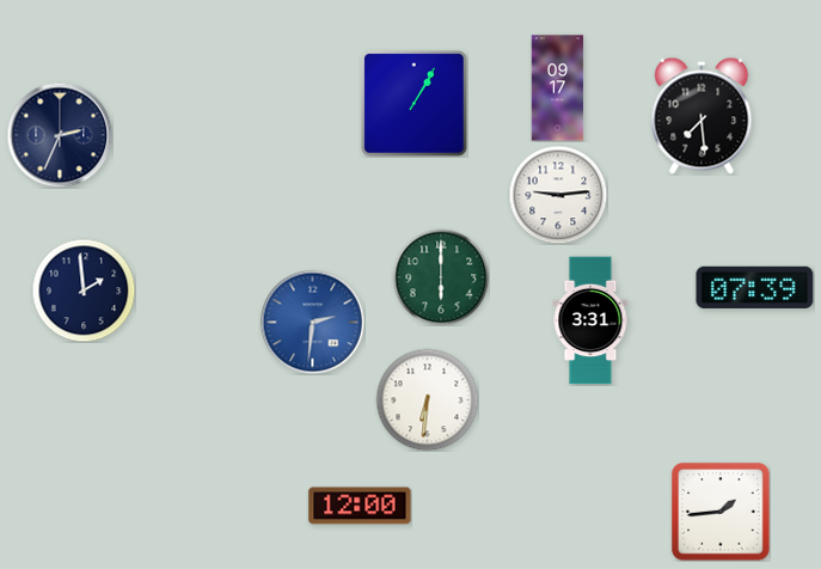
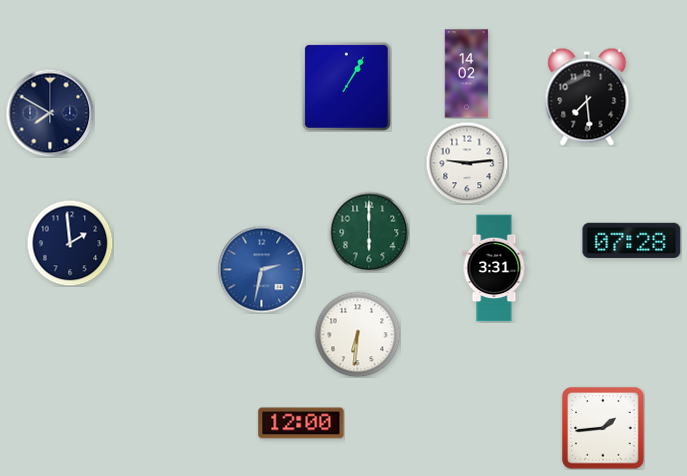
clock at (558, 88): 09:17 -> 14:02
clock at (60, 135): 2:34 -> 7:50
clock at (755, 287): 07:39 -> 07:28
clock at (312, 322): 2:31 -> 2:32
